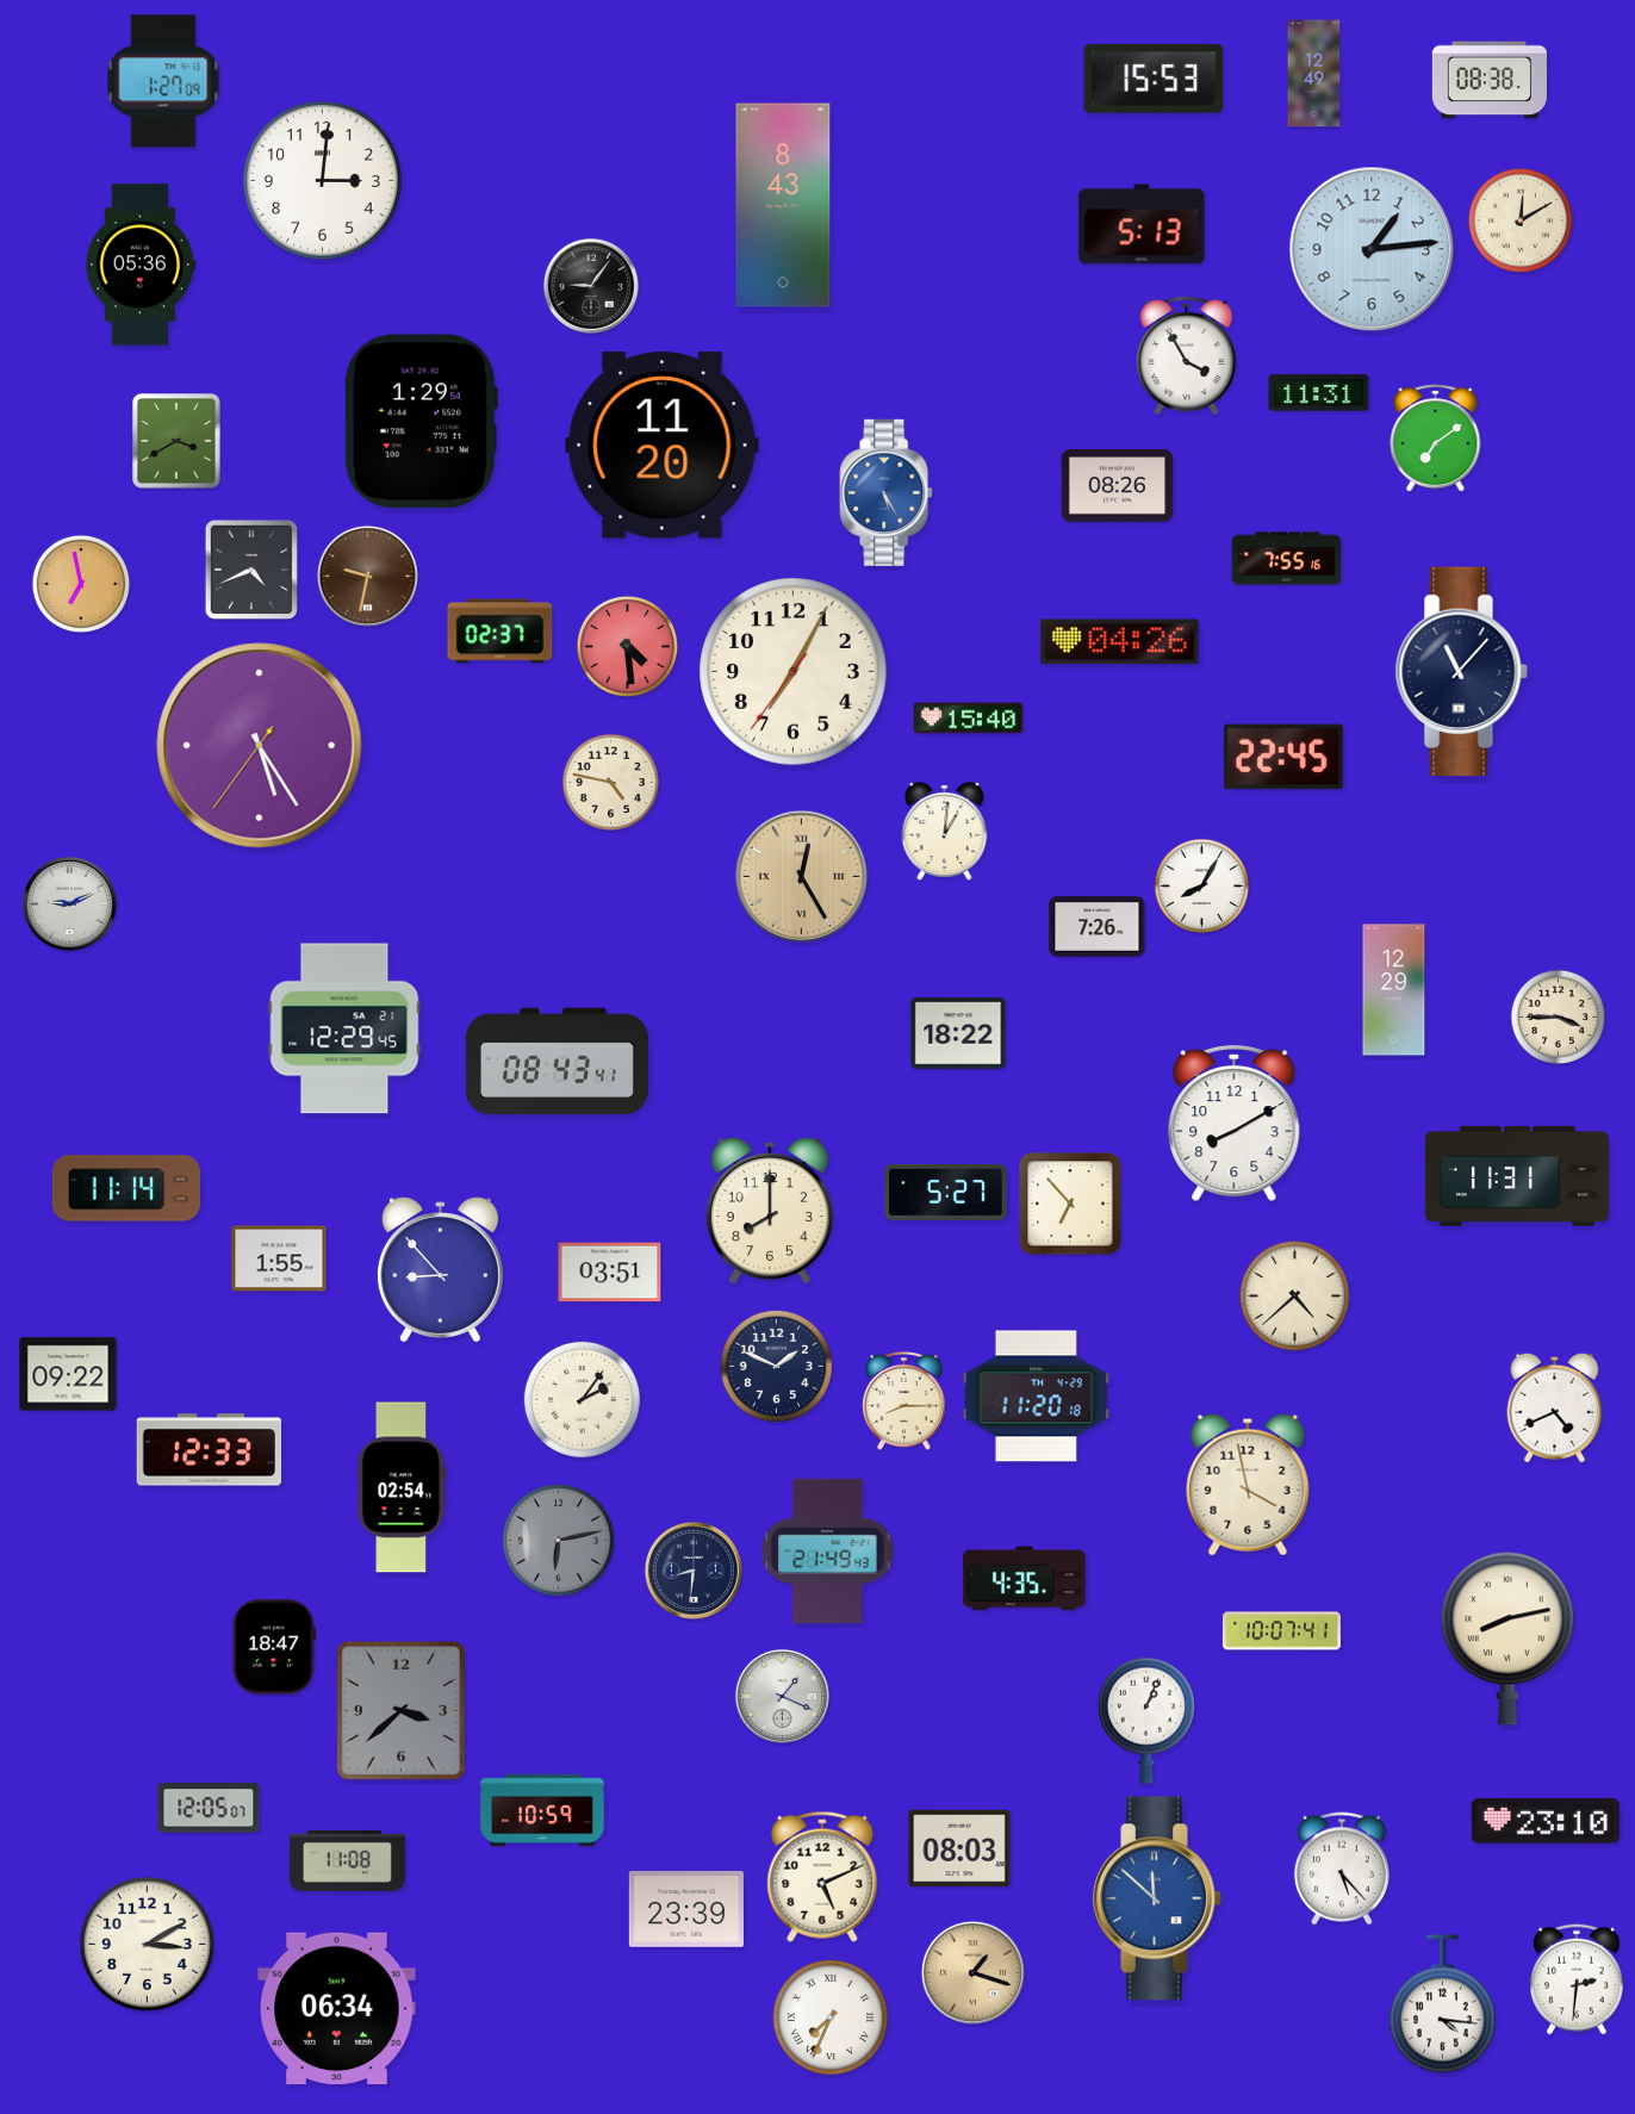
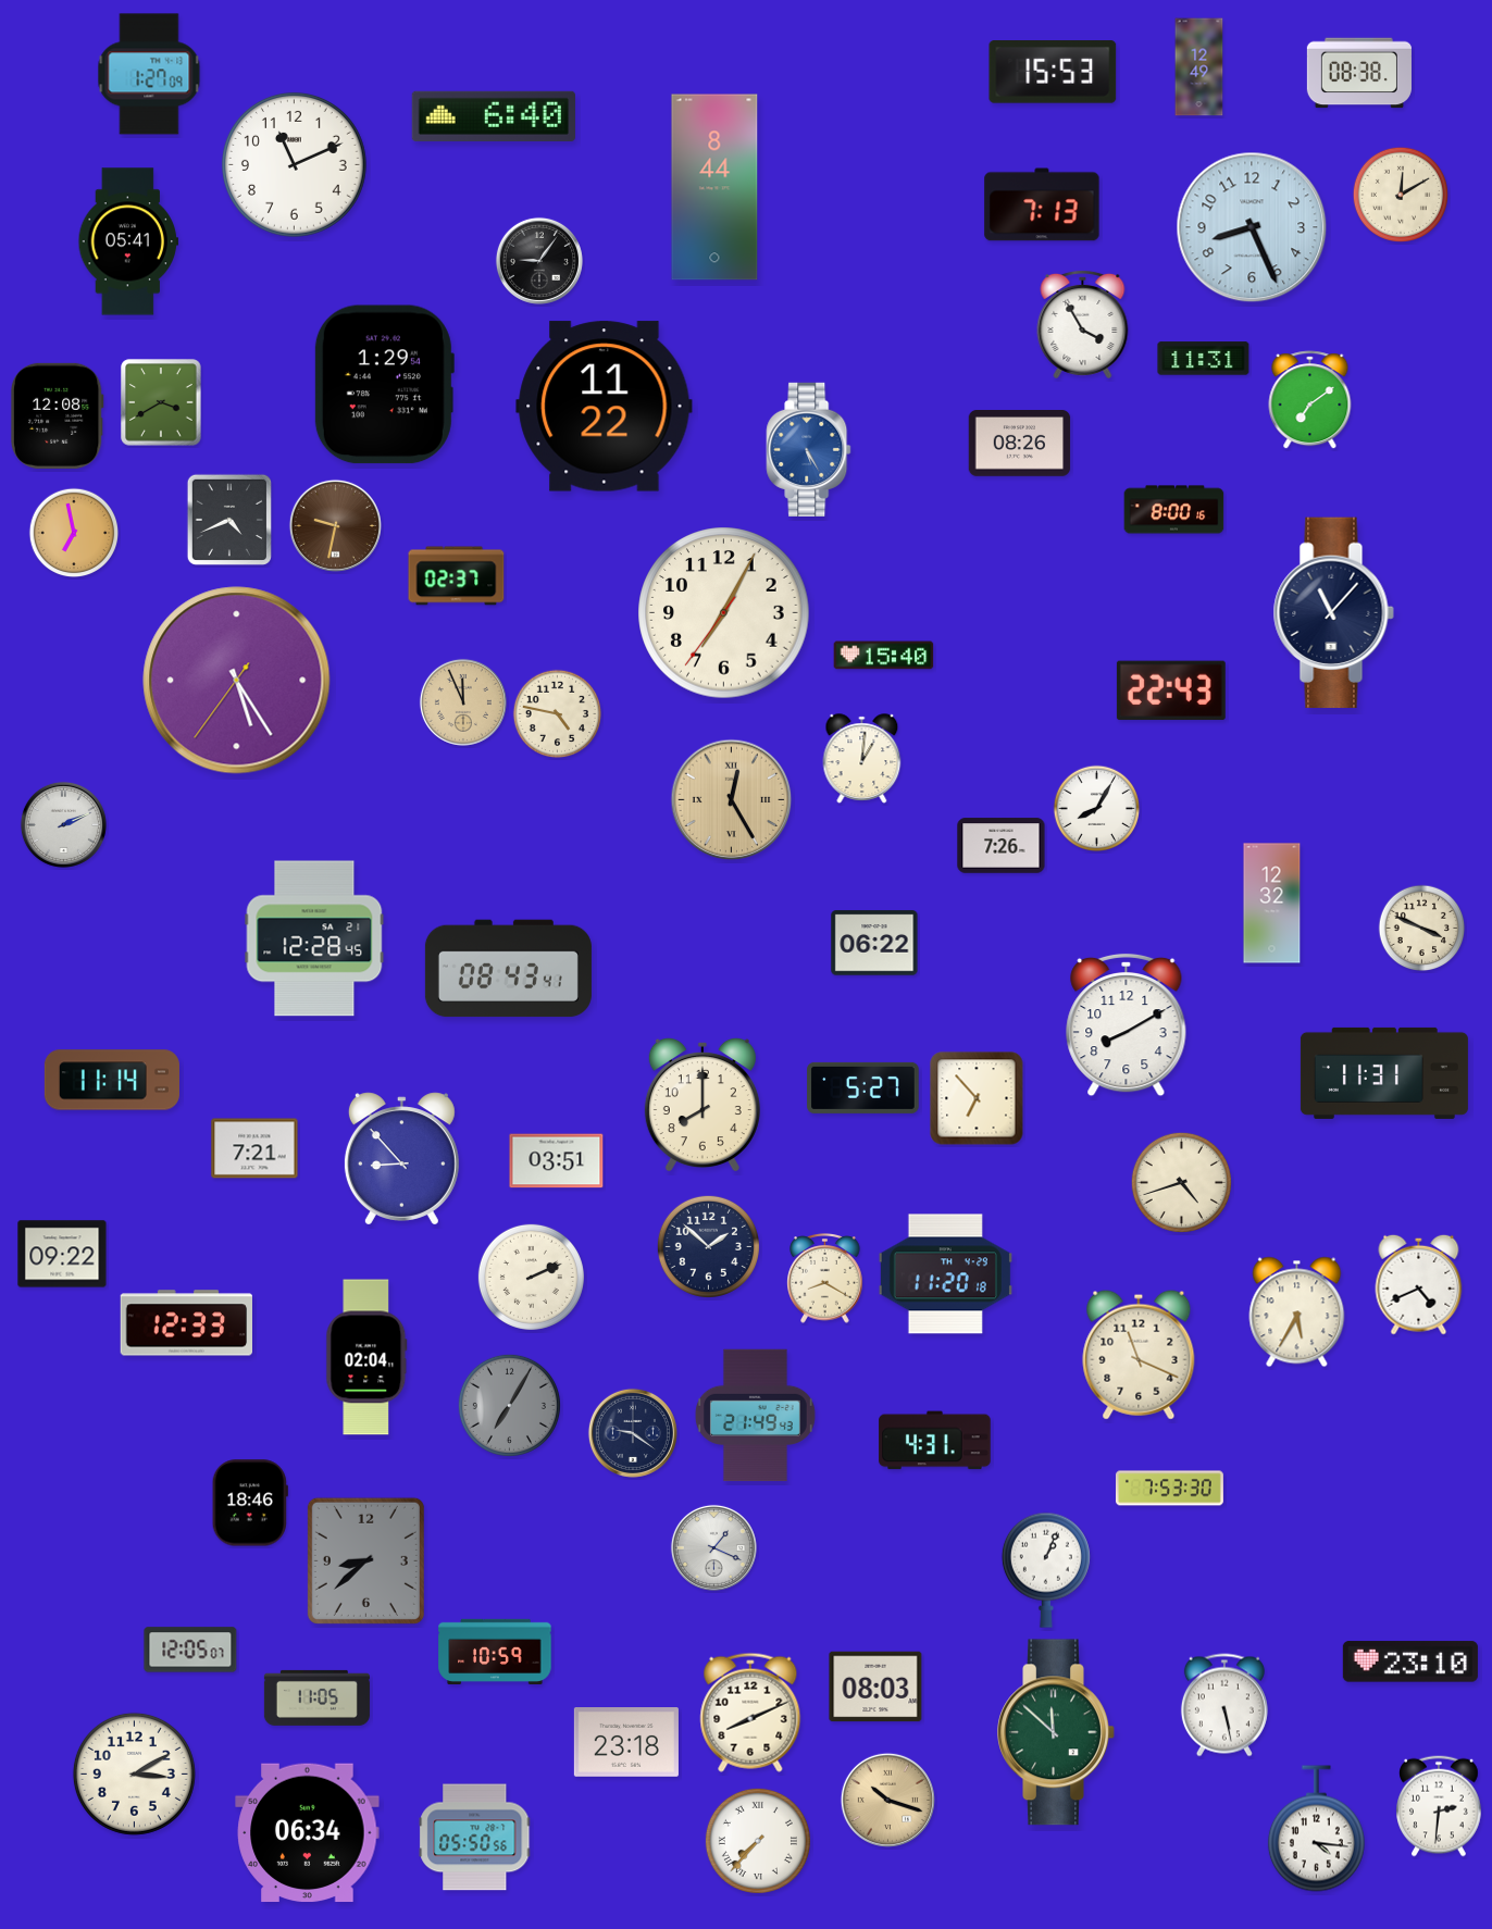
clock at (494, 116): none -> 6:40
clock at (322, 180): 3:01 -> 11:11
clock at (783, 205): 8:43 -> 8:44
clock at (1519, 219) position: (1519, 219) -> (1400, 194)
clock at (1142, 224): 5:13 -> 7:13
clock at (1372, 249): 1:14 -> 8:26
clock at (141, 265): 05:36 -> 05:41
clock at (663, 446): 11:20 -> 11:22
clock at (57, 415): none -> 12:08
clock at (1287, 559): 7:55 -> 8:00
clock at (1120, 642): 04:26 -> none
clock at (628, 646): 4:29 -> none
clock at (1283, 757): 22:45 -> 22:43
clock at (463, 702): none -> 11:56
clock at (69, 903): 9:11 -> 2:11
clock at (1394, 990): 12:29 -> 12:32
clock at (1559, 1018): 3:45 -> 3:49
clock at (344, 1028): 12:29 -> 12:28
clock at (958, 1033): 18:22 -> 06:22
clock at (126, 1188) position: (126, 1188) -> (112, 1080)
clock at (279, 1258): 1:55 -> 7:21
clock at (1294, 1295): 4:38 -> 4:42
clock at (776, 1366): 1:49 -> 1:52
clock at (582, 1399): 2:06 -> 2:11
clock at (904, 1401): 8:15 -> 8:20
clock at (1297, 1312): none -> 5:35
clock at (209, 1450) position: (209, 1450) -> (186, 1323)
clock at (1248, 1485): 3:58 -> 11:19
clock at (402, 1487): 02:54 -> 02:04
clock at (558, 1540): 6:13 -> 7:05
clock at (694, 1571): 8:31 -> 9:21
clock at (1025, 1579): 4:35 -> 4:31
clock at (1281, 1631): 10:07 -> 7:53
clock at (1507, 1639): 8:13 -> none
clock at (274, 1647): 18:47 -> 18:46
clock at (400, 1710): 3:38 -> 8:38
clock at (347, 1860): 11:08 -> 11:05
clock at (1342, 1869): 5:23 -> 5:28
clock at (822, 1877): 5:11 -> 8:11
clock at (1157, 1898) dial: blue -> green
clock at (686, 1910): 23:39 -> 23:18
clock at (972, 1972): 1:18 -> 10:18
clock at (475, 1838): none -> 05:50
clock at (831, 2017): 7:34 -> 7:37
